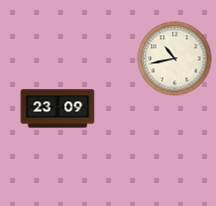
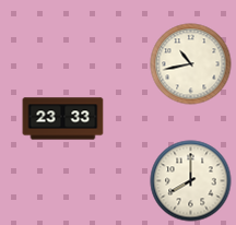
clock at (58, 109): 23:09 -> 23:33
clock at (191, 181): none -> 8:00
